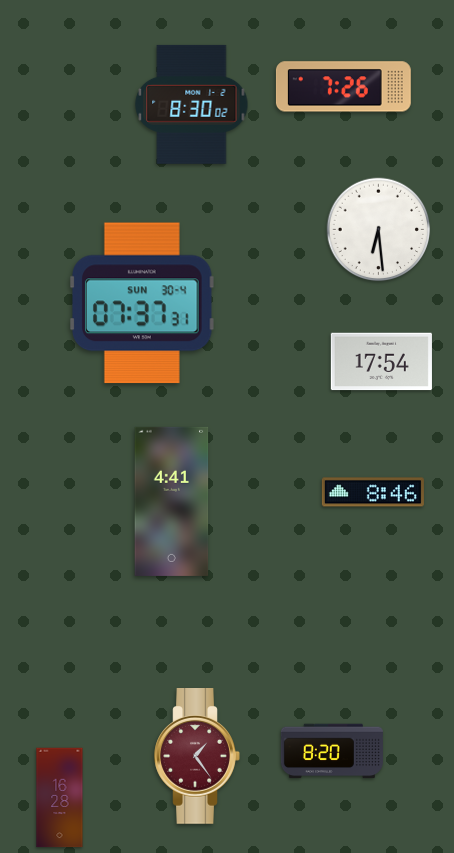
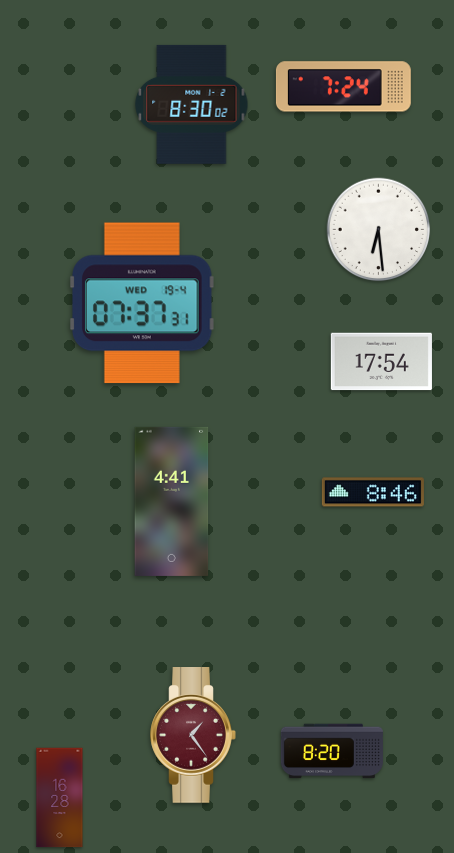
clock at (343, 87): 7:26 -> 7:24
clock at (143, 303) date: SUN 30-4 -> WED 19-4
clock at (197, 757) position: (197, 757) -> (193, 736)
